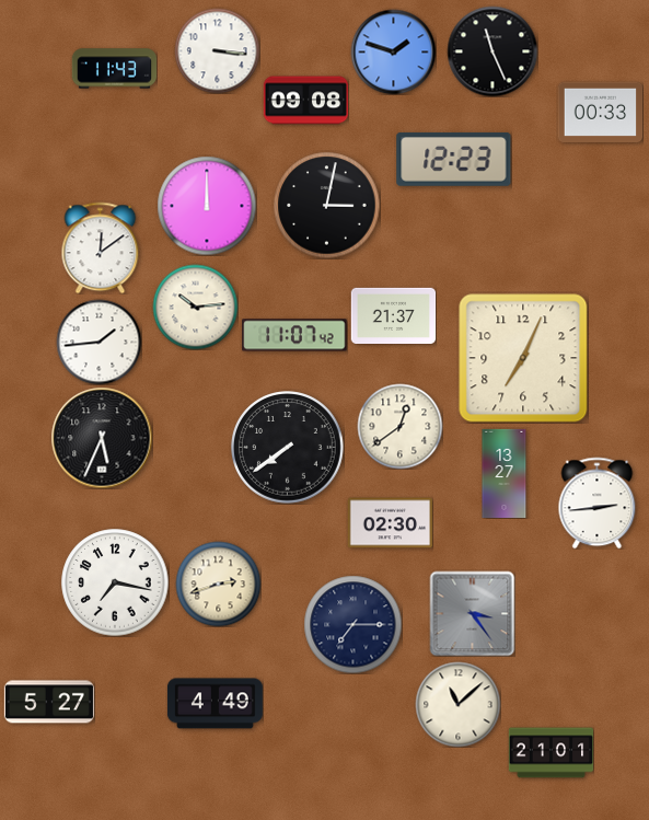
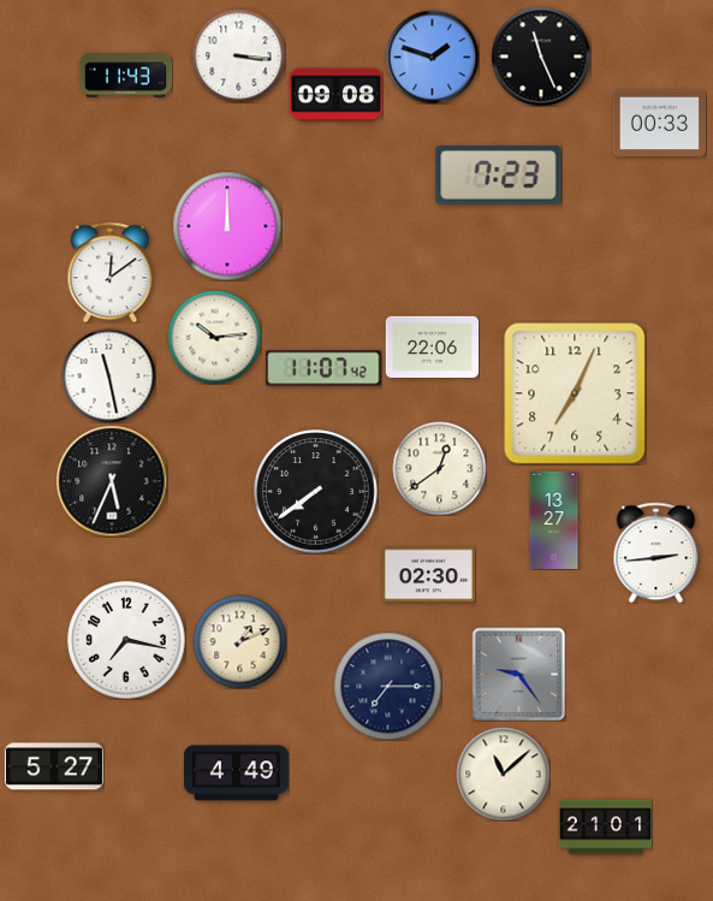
clock at (305, 101) position: (305, 101) -> (335, 95)
clock at (454, 160): 12:23 -> 7:23
clock at (327, 206): 3:02 -> none
clock at (393, 315): 21:37 -> 22:06
clock at (98, 342): 1:44 -> 11:28
clock at (218, 584): 2:42 -> 1:11
clock at (472, 613): 3:24 -> 9:24
clock at (49, 702) position: (49, 702) -> (54, 766)
